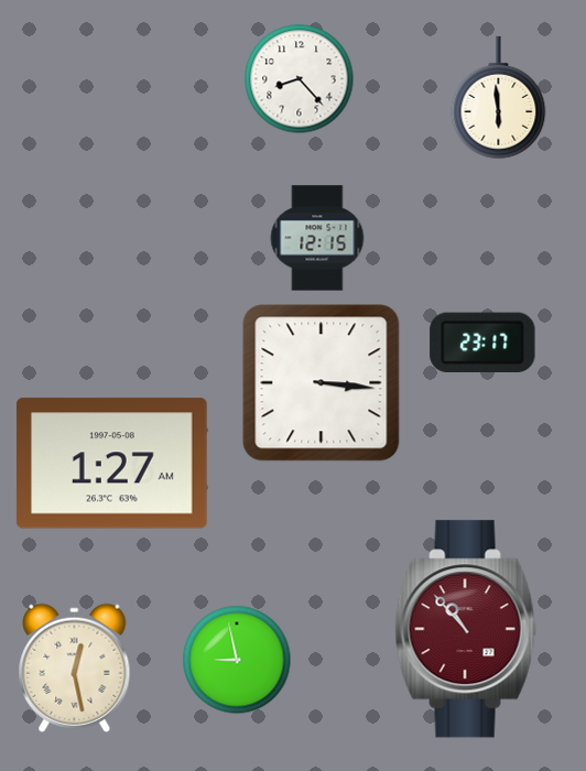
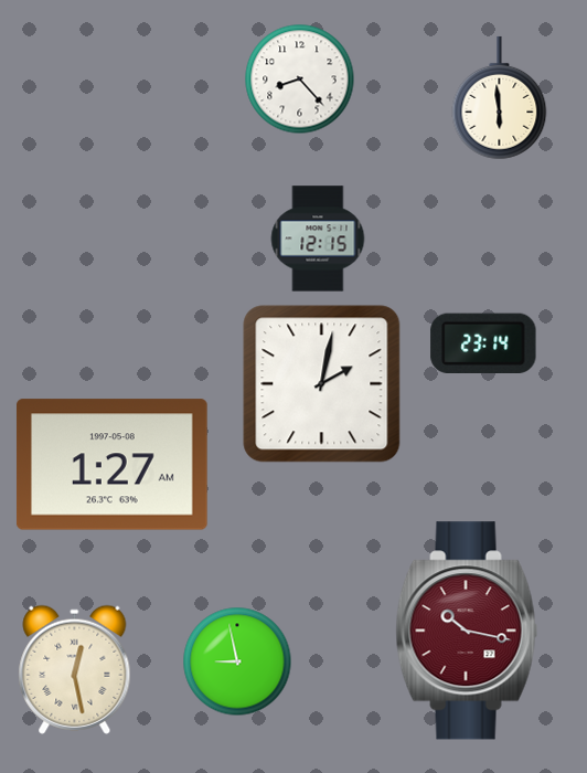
clock at (482, 341): 23:17 -> 23:14
clock at (322, 383): 3:16 -> 2:02
clock at (466, 629): 10:53 -> 10:17
